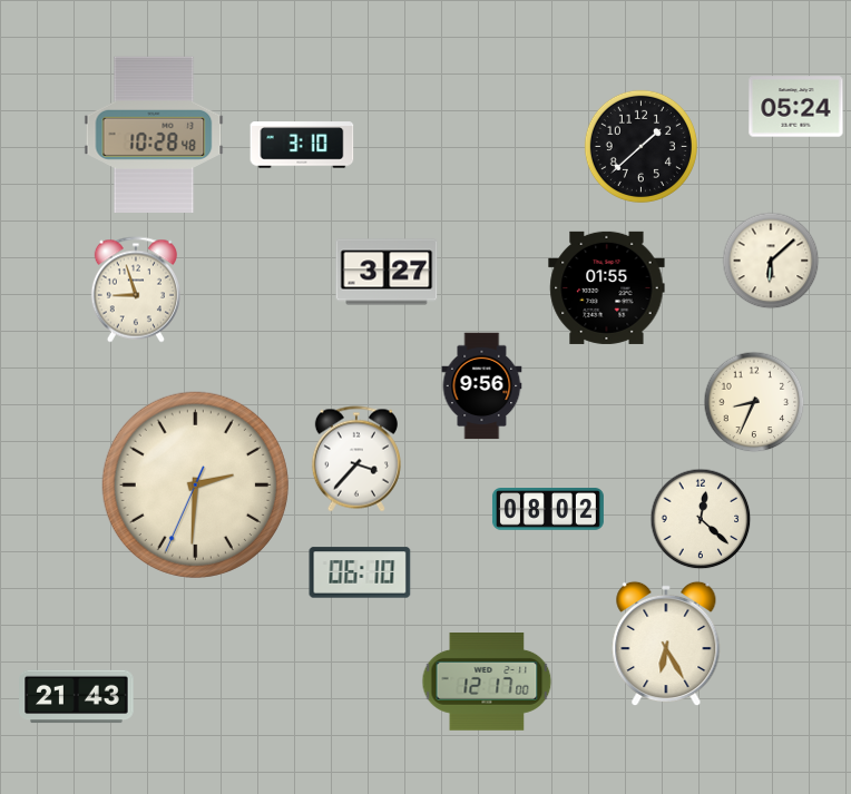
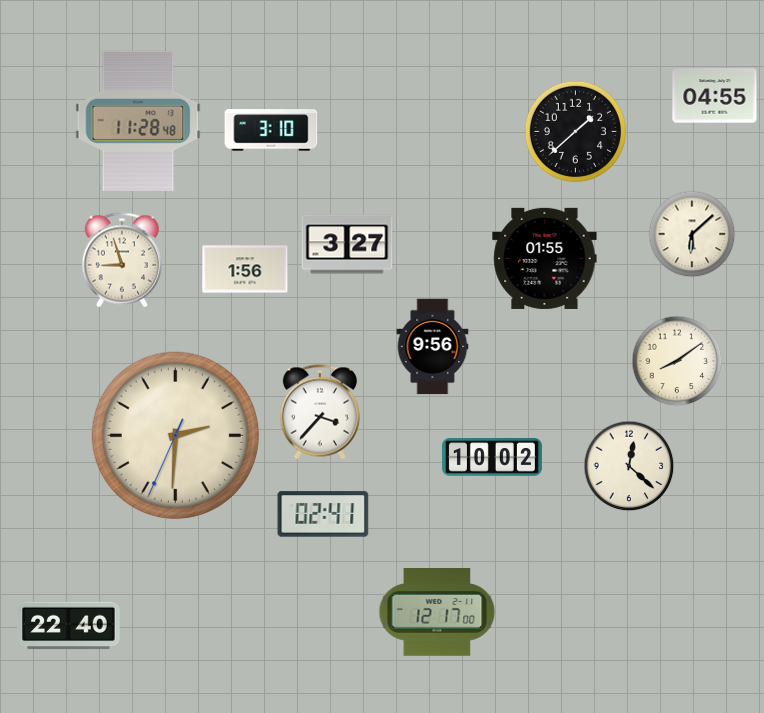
clock at (796, 107): 05:24 -> 04:55
clock at (154, 134): 10:28 -> 11:28
clock at (245, 269): none -> 1:56
clock at (754, 402): 8:34 -> 8:09
clock at (548, 509): 08:02 -> 10:02
clock at (360, 572): 06:10 -> 02:41
clock at (666, 644): 6:25 -> none
clock at (77, 697): 21:43 -> 22:40
